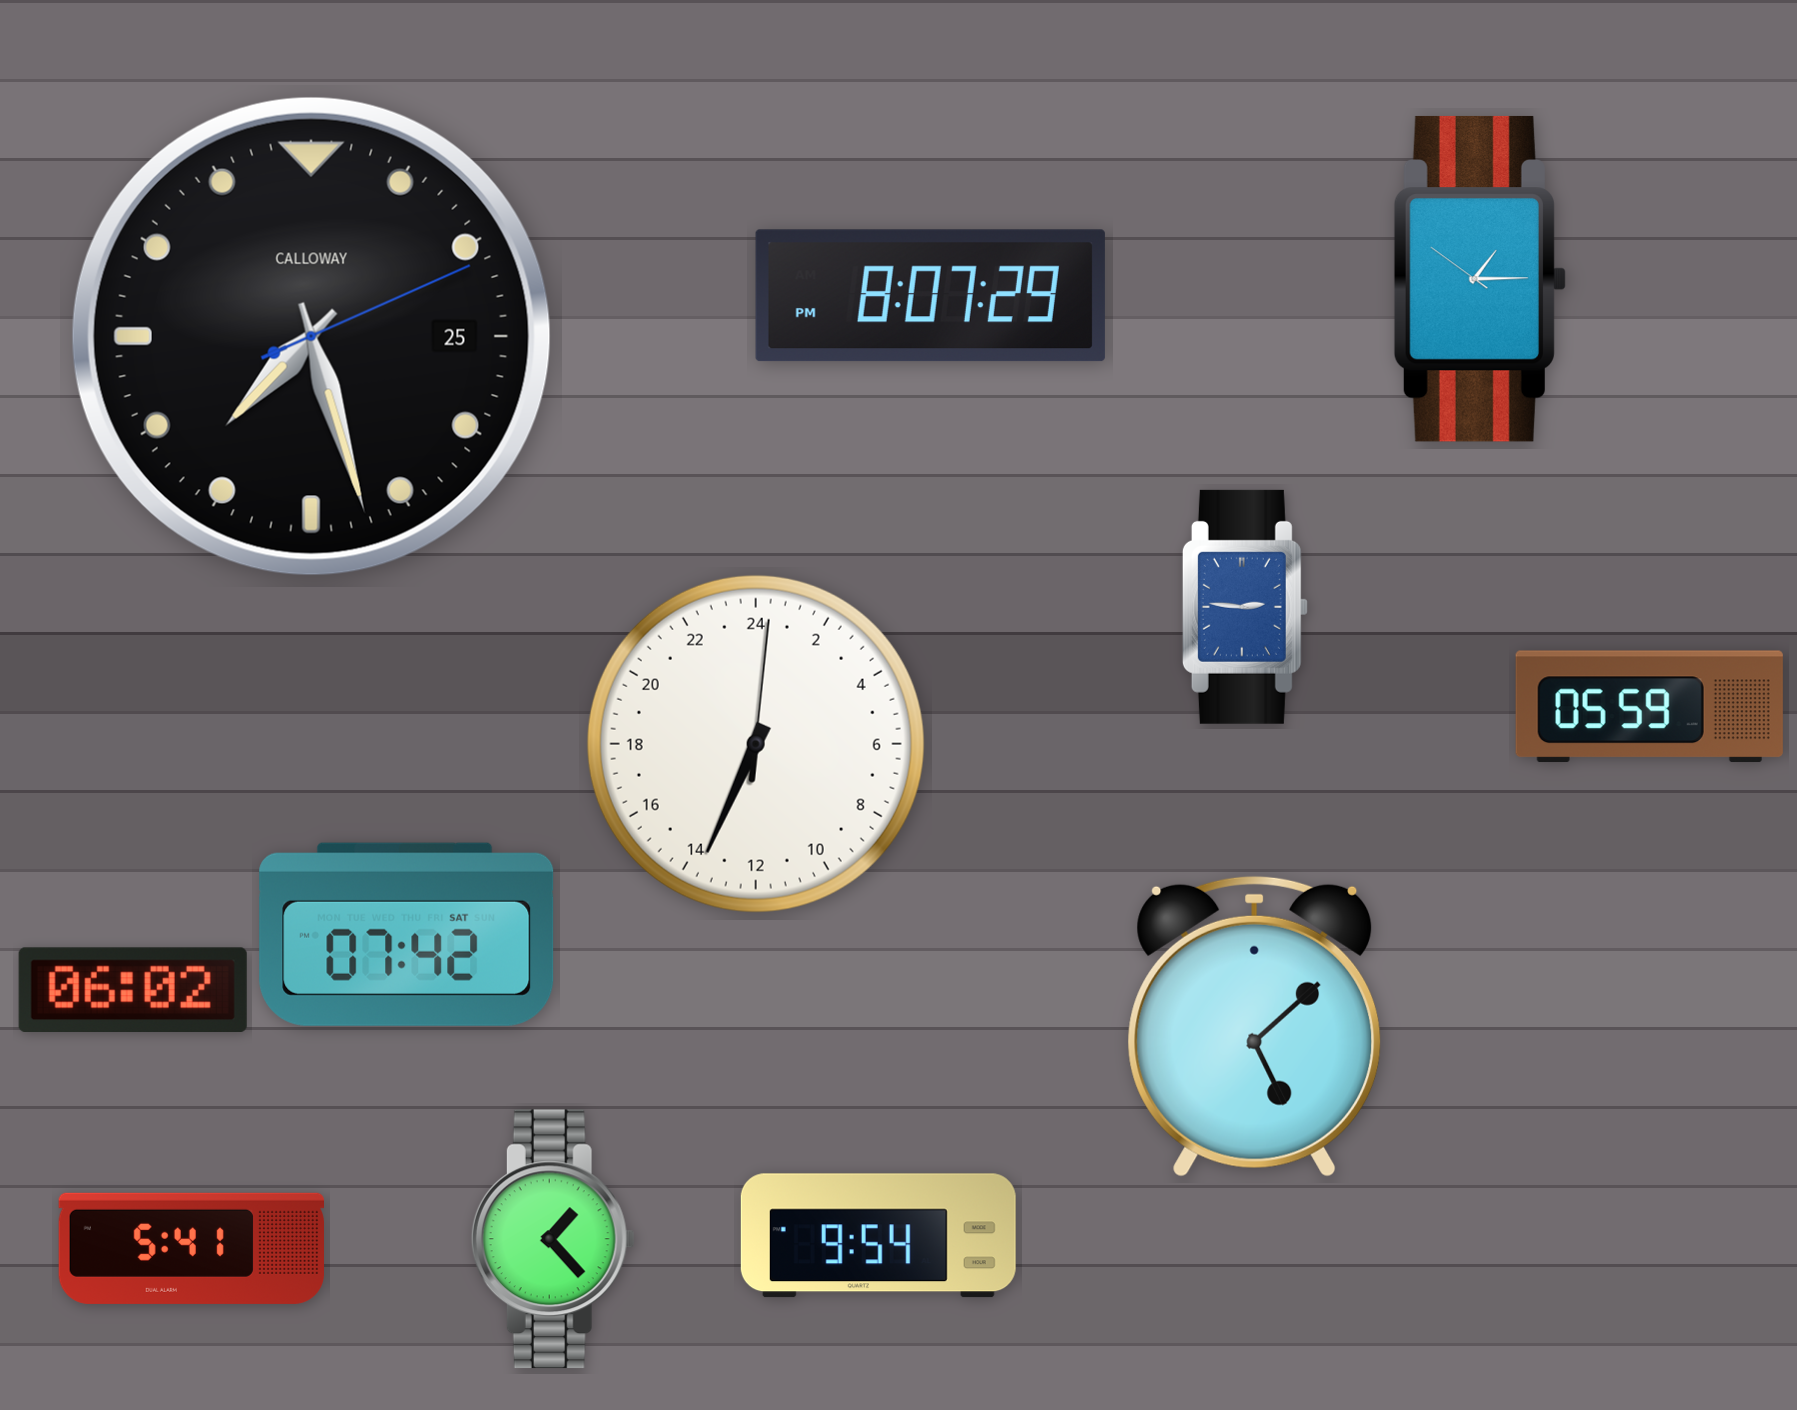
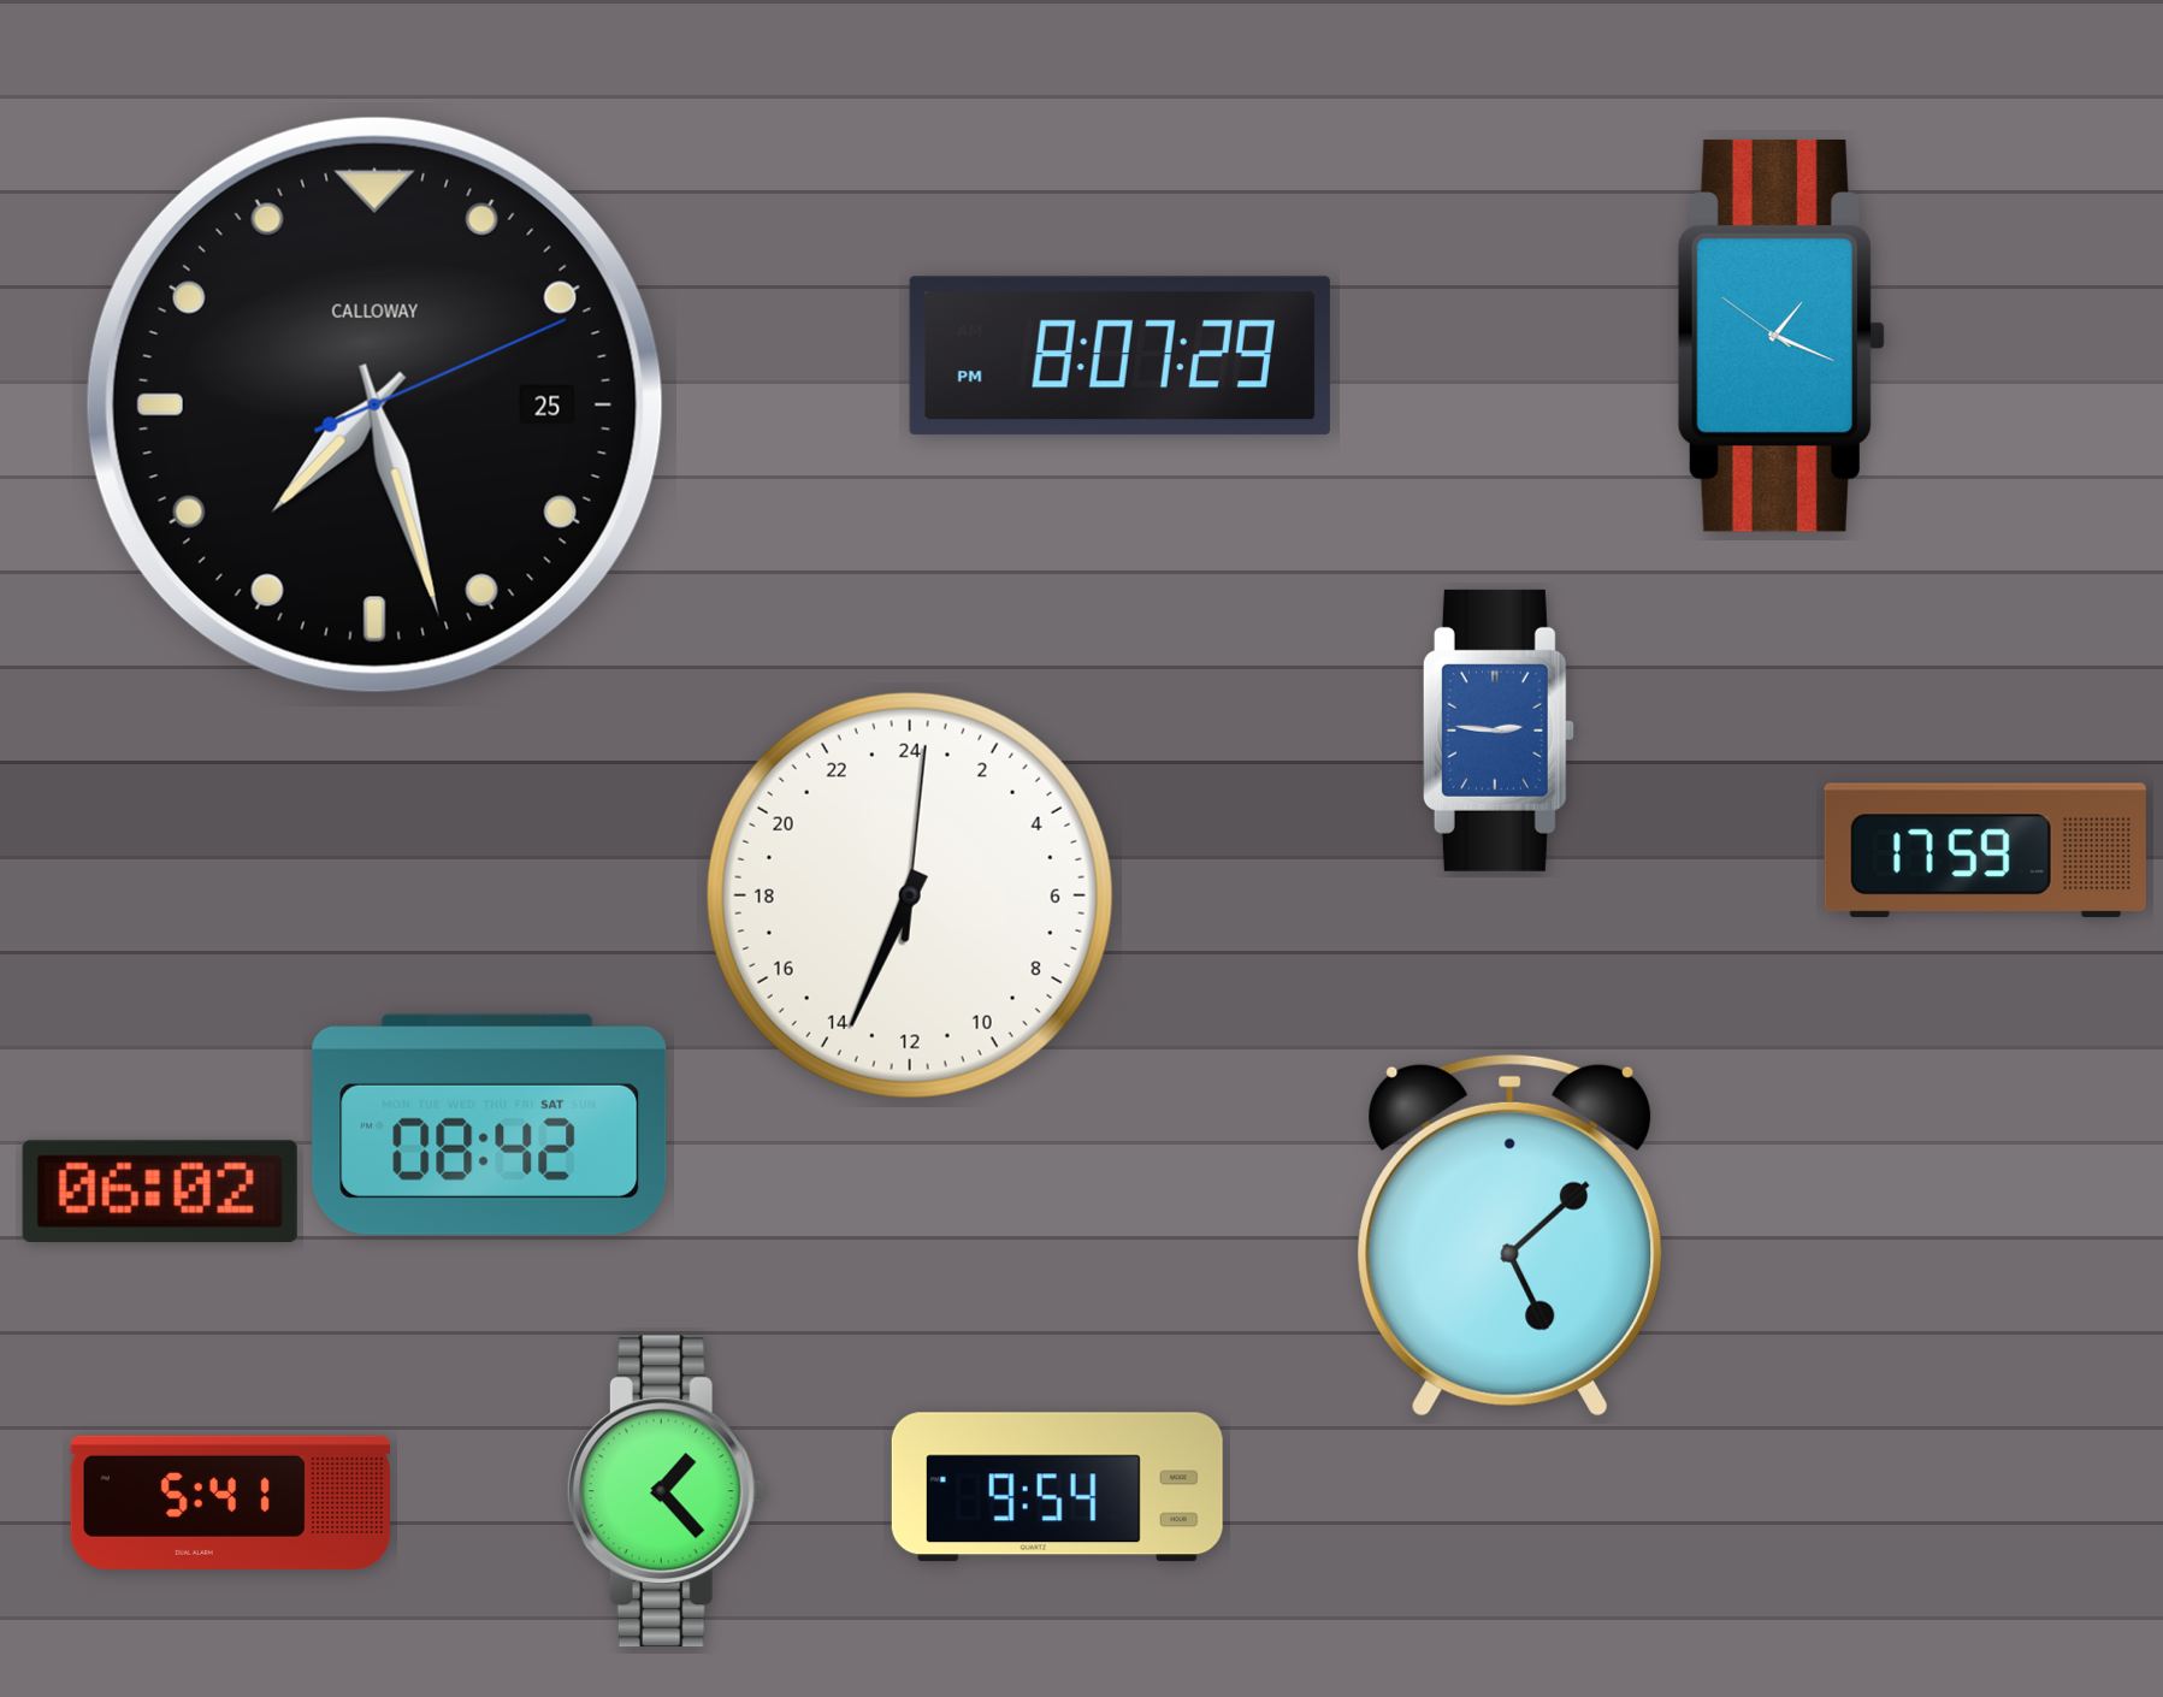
clock at (1480, 279): 1:14 -> 1:18
clock at (1649, 707): 05:59 -> 17:59
clock at (407, 934): 07:42 -> 08:42
